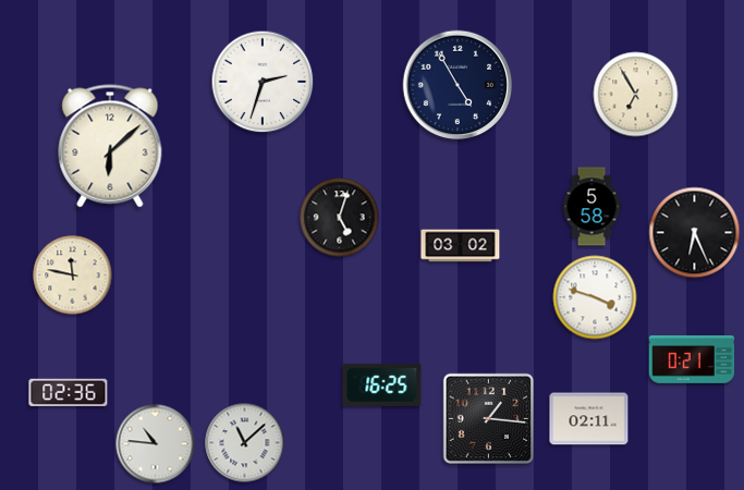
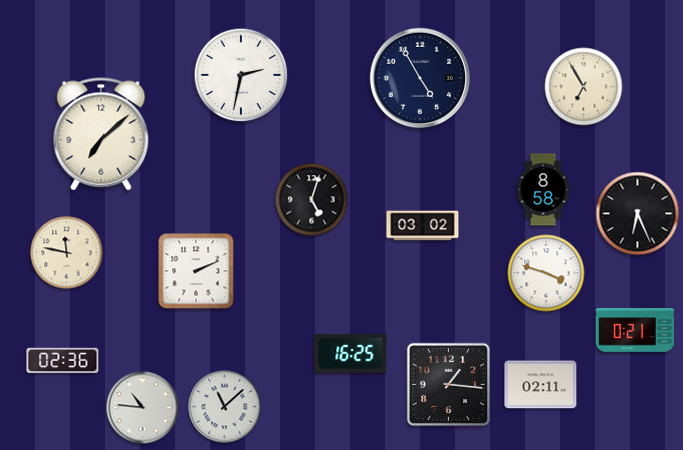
clock at (263, 82): 2:33 -> 2:32
clock at (110, 146): 6:08 -> 7:08
clock at (591, 207): 5:58 -> 8:58
clock at (196, 271): none -> 2:11
